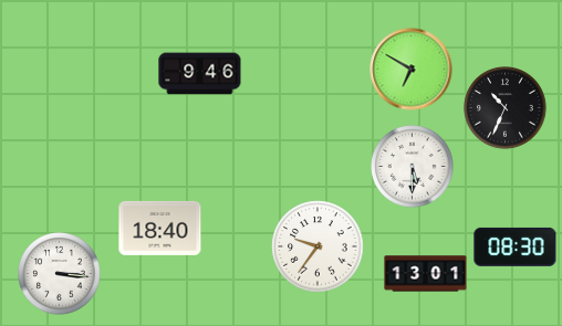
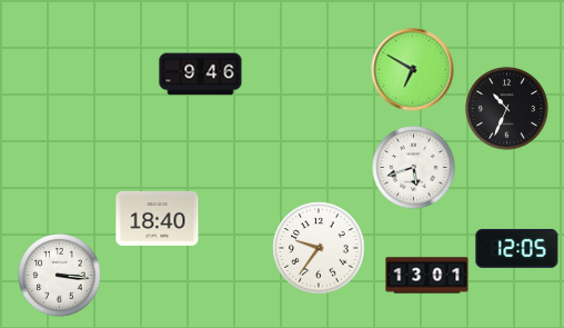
clock at (413, 167): 5:30 -> 5:42
clock at (160, 228) position: (160, 228) -> (158, 218)
clock at (516, 246): 08:30 -> 12:05
